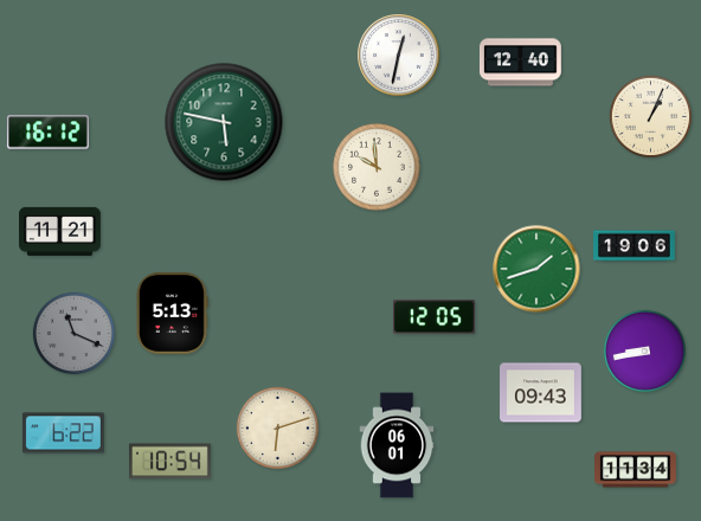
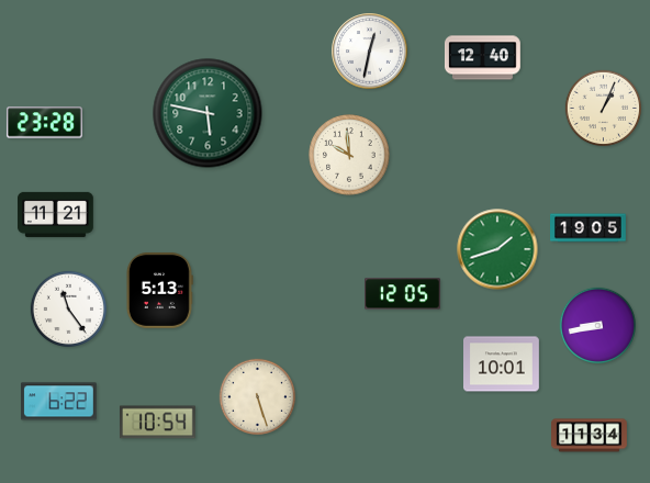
clock at (47, 133): 16:12 -> 23:28
clock at (635, 246): 19:06 -> 19:05
clock at (73, 333): 11:19 -> 11:24
clock at (73, 333) dial: grey -> white
clock at (541, 393): 09:43 -> 10:01
clock at (277, 427): 6:12 -> 5:27
clock at (397, 445): 06:01 -> none
clock at (169, 462) position: (169, 462) -> (157, 423)
